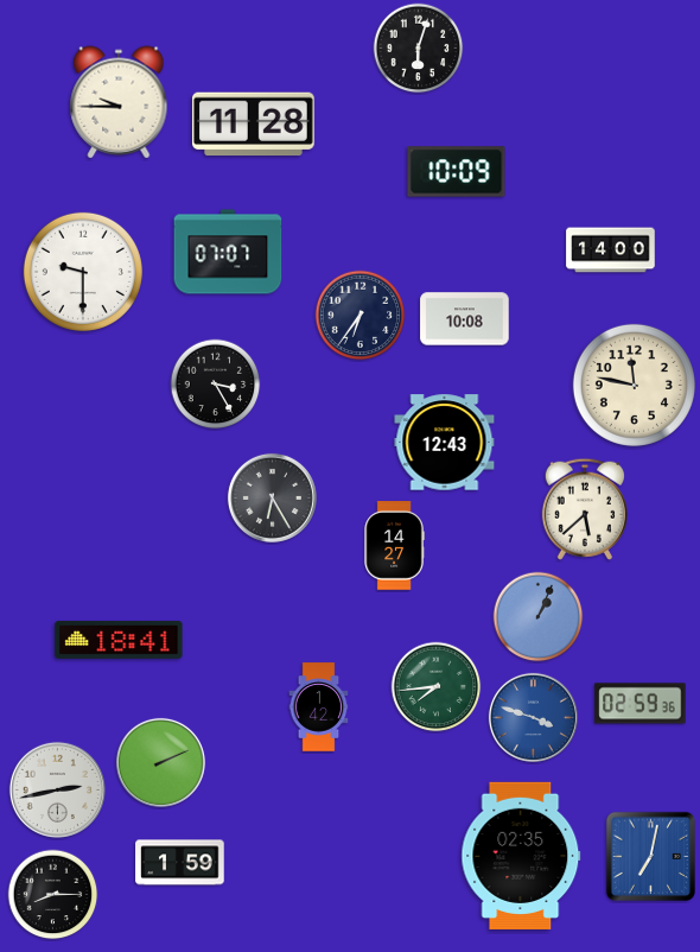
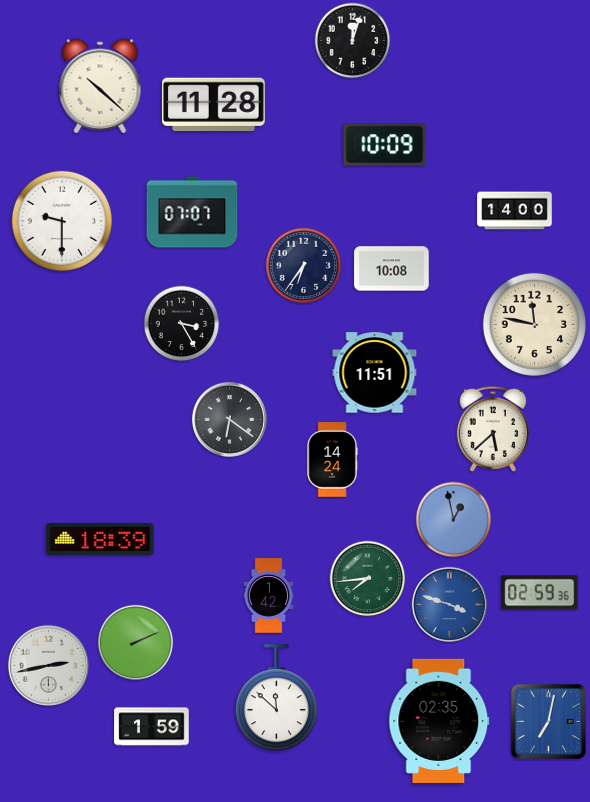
clock at (419, 49): 6:03 -> 12:03
clock at (119, 102): 9:45 -> 10:22
clock at (83, 272) position: (83, 272) -> (62, 221)
clock at (445, 443): 12:43 -> 11:51
clock at (272, 497): 6:25 -> 6:21
clock at (394, 546): 14:27 -> 14:24
clock at (539, 617): 1:04 -> 12:58
clock at (119, 640): 18:41 -> 18:39
clock at (276, 698): none -> 11:52
clock at (53, 895): 8:15 -> none
